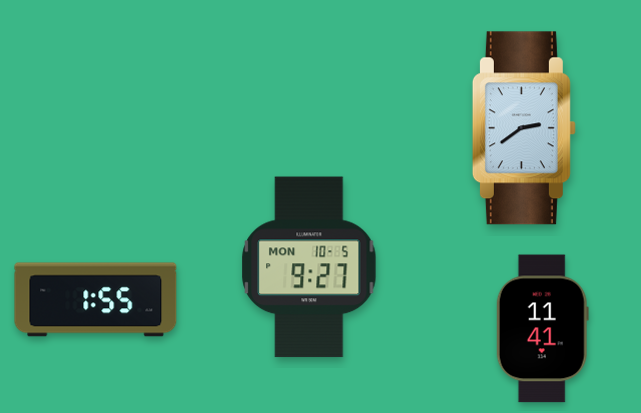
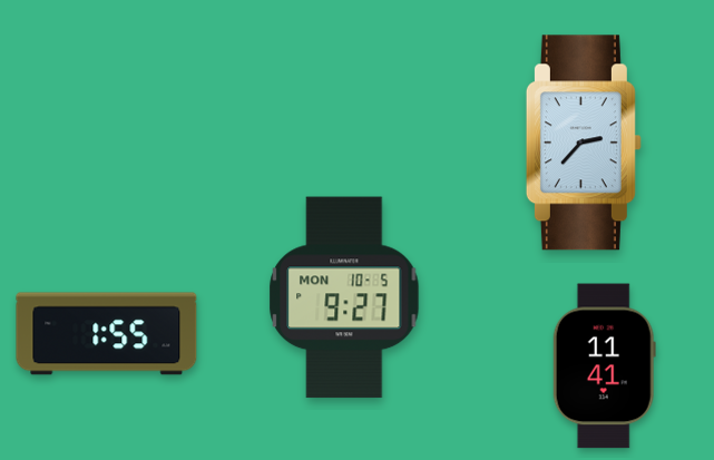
clock at (524, 128): 2:39 -> 2:37
